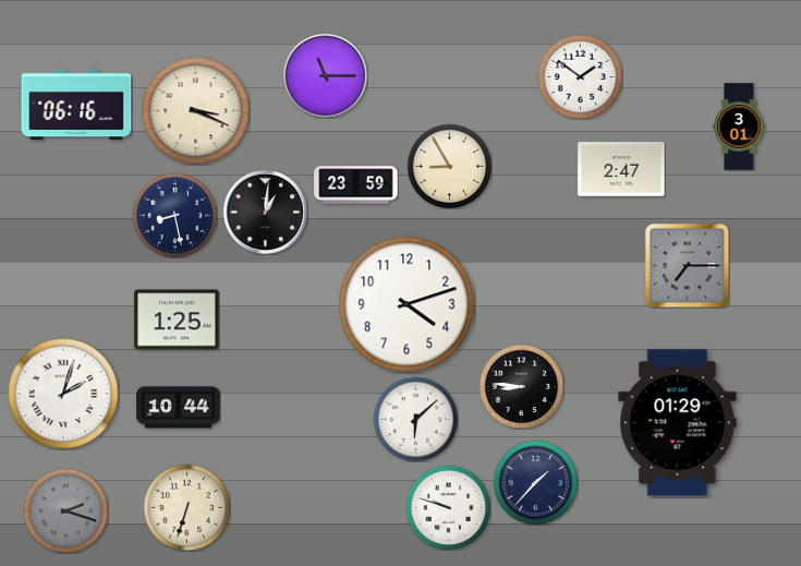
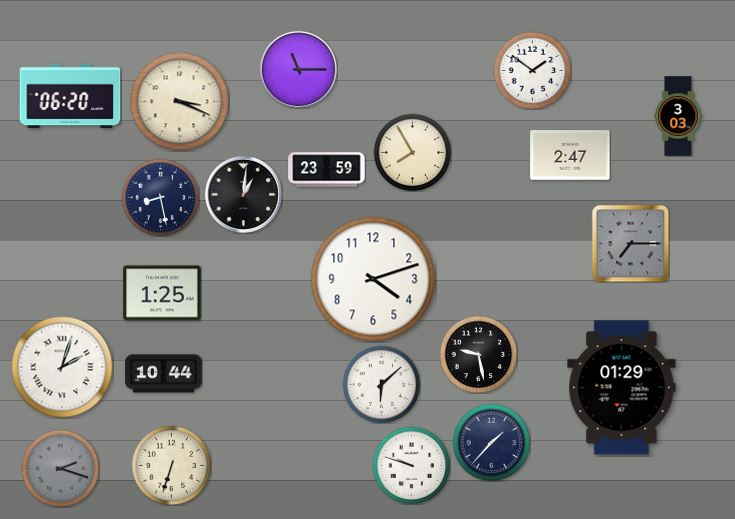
clock at (76, 105): 06:16 -> 06:20
clock at (739, 127): 3:01 -> 3:03
clock at (449, 166): 8:55 -> 7:55
clock at (521, 386): 8:46 -> 9:28
clock at (63, 394) position: (63, 394) -> (62, 367)
